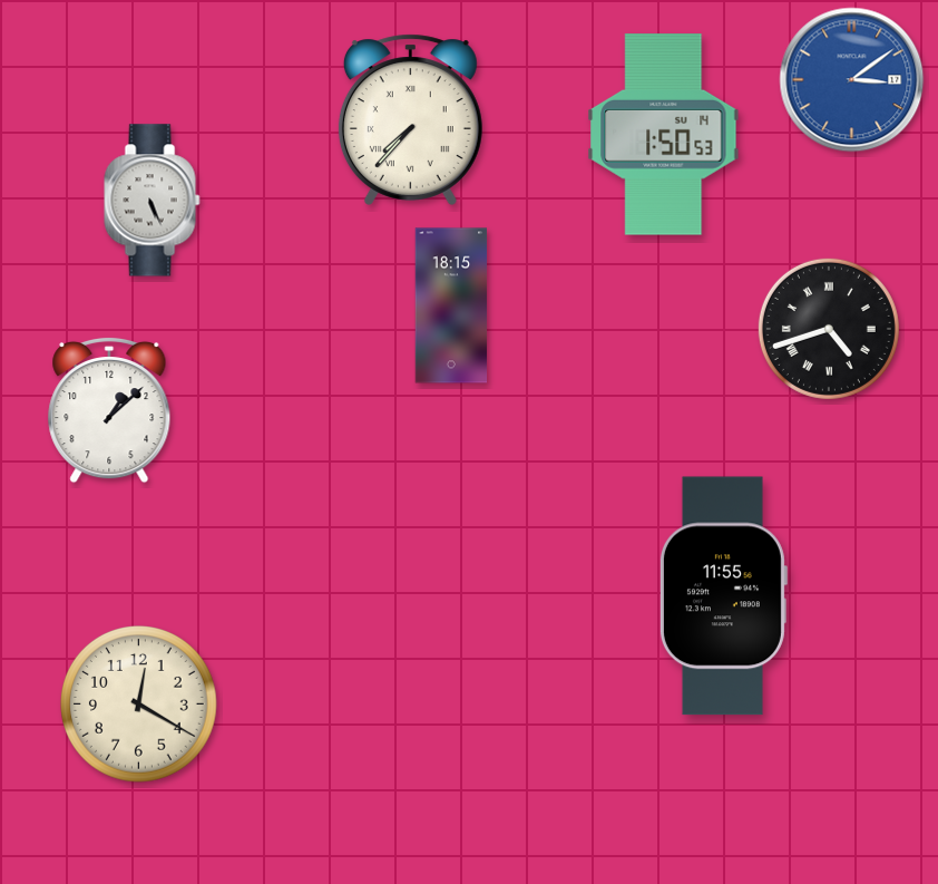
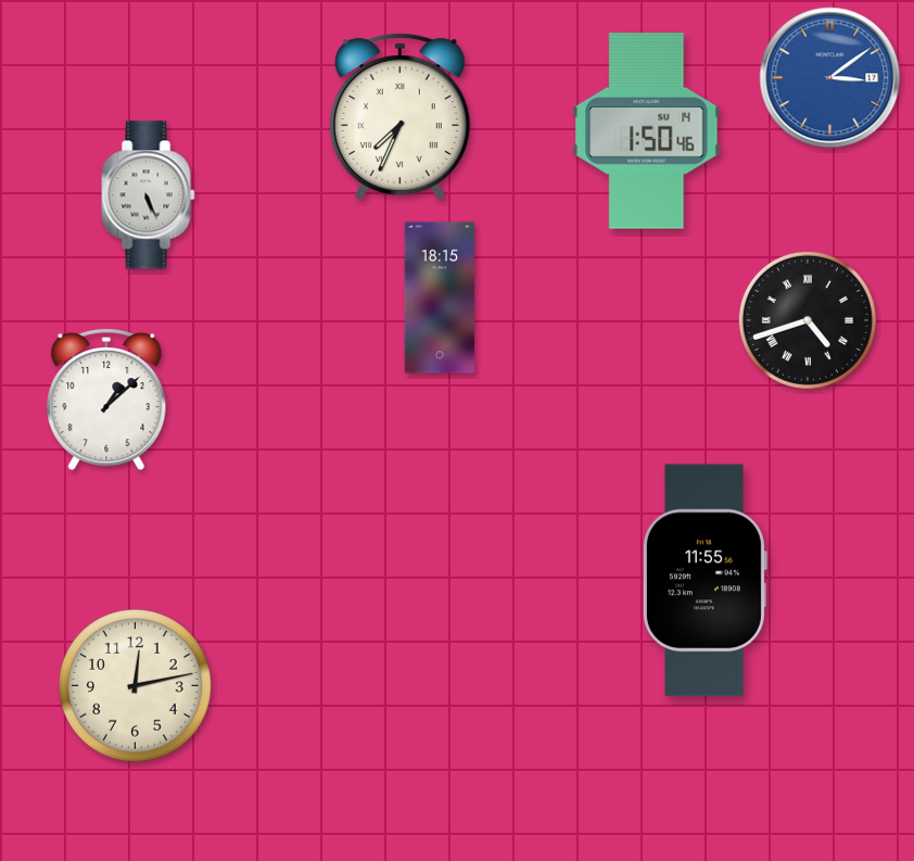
clock at (410, 119): 7:37 -> 7:34
clock at (664, 135): 1:50:53 -> 1:50:46
clock at (139, 705): 12:20 -> 12:13
